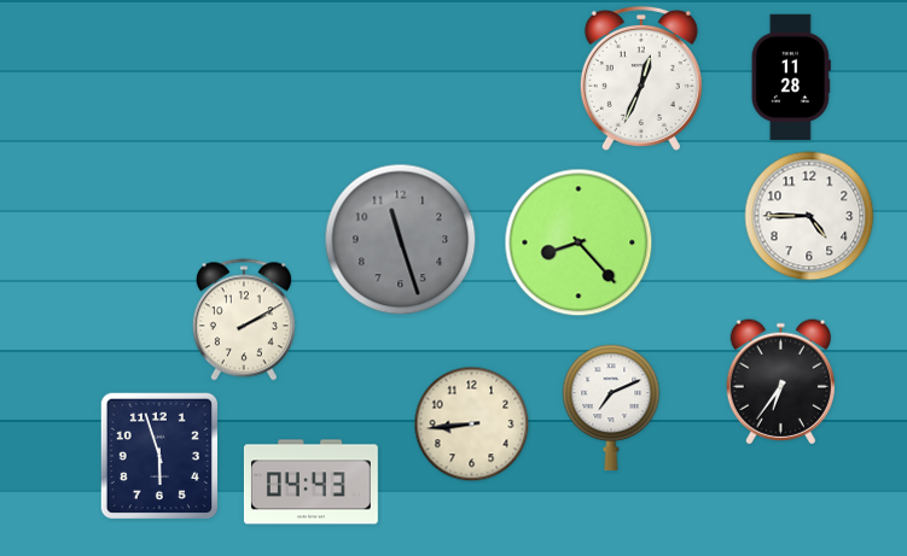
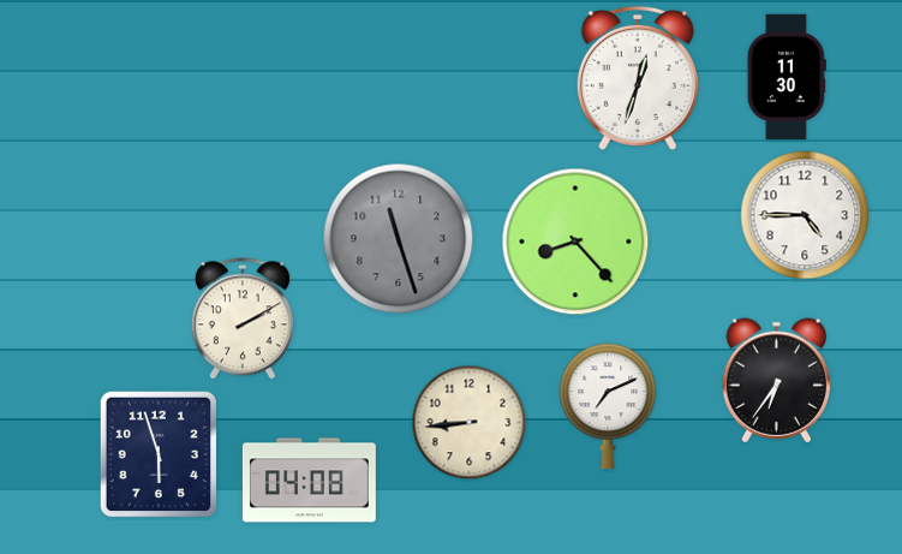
clock at (791, 77): 11:28 -> 11:30
clock at (641, 78): 12:34 -> 12:33
clock at (310, 482): 04:43 -> 04:08
